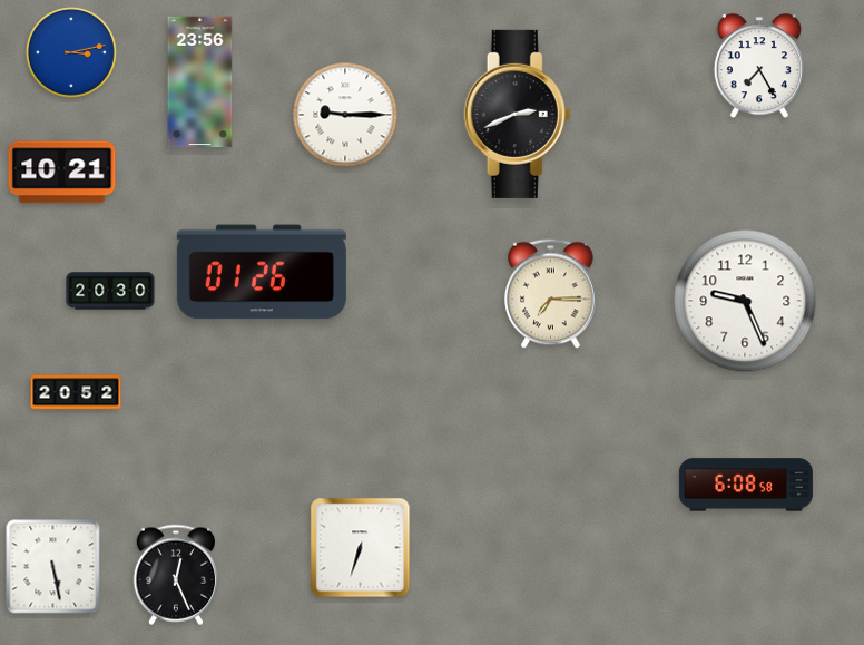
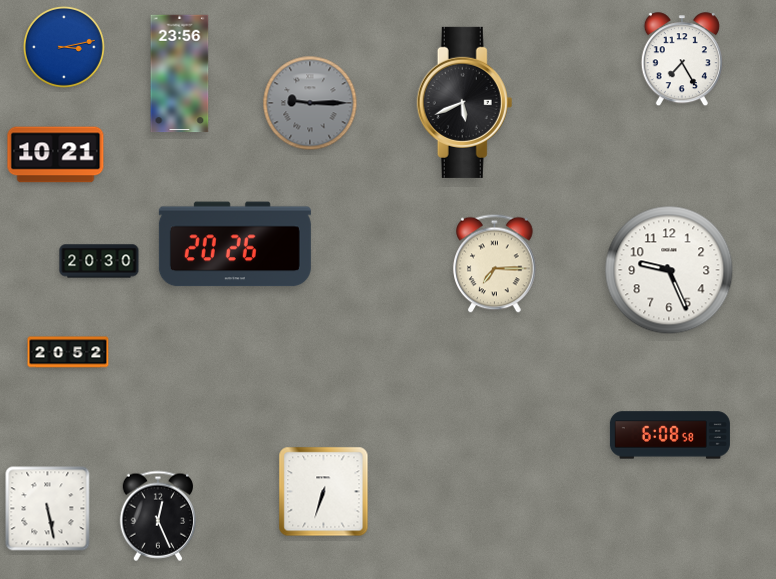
clock at (518, 114): 2:41 -> 5:41
clock at (345, 115) dial: white -> grey
clock at (262, 272): 01:26 -> 20:26
